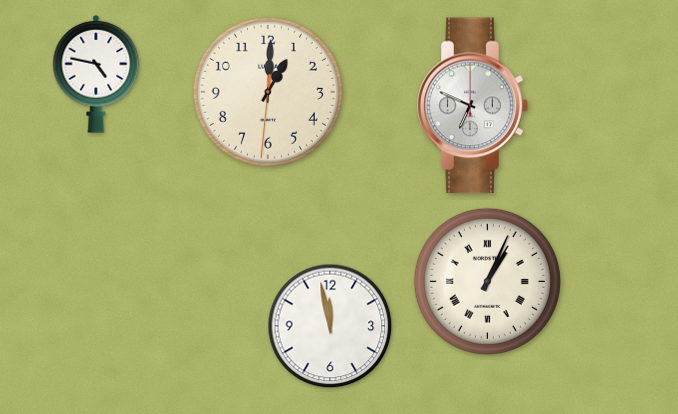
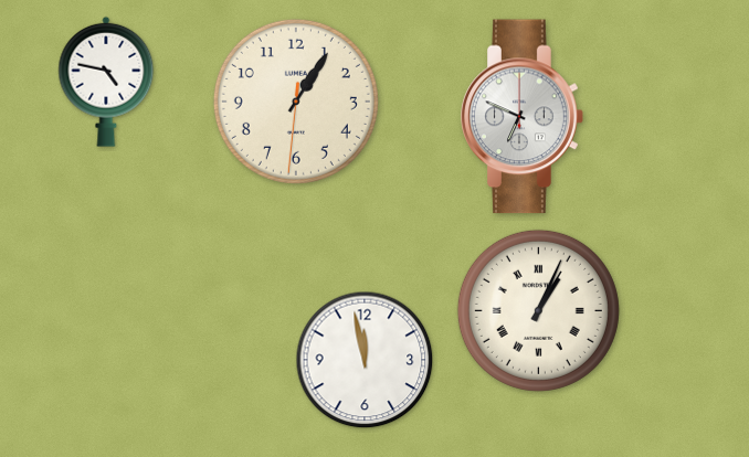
clock at (268, 92): 1:00 -> 1:05
